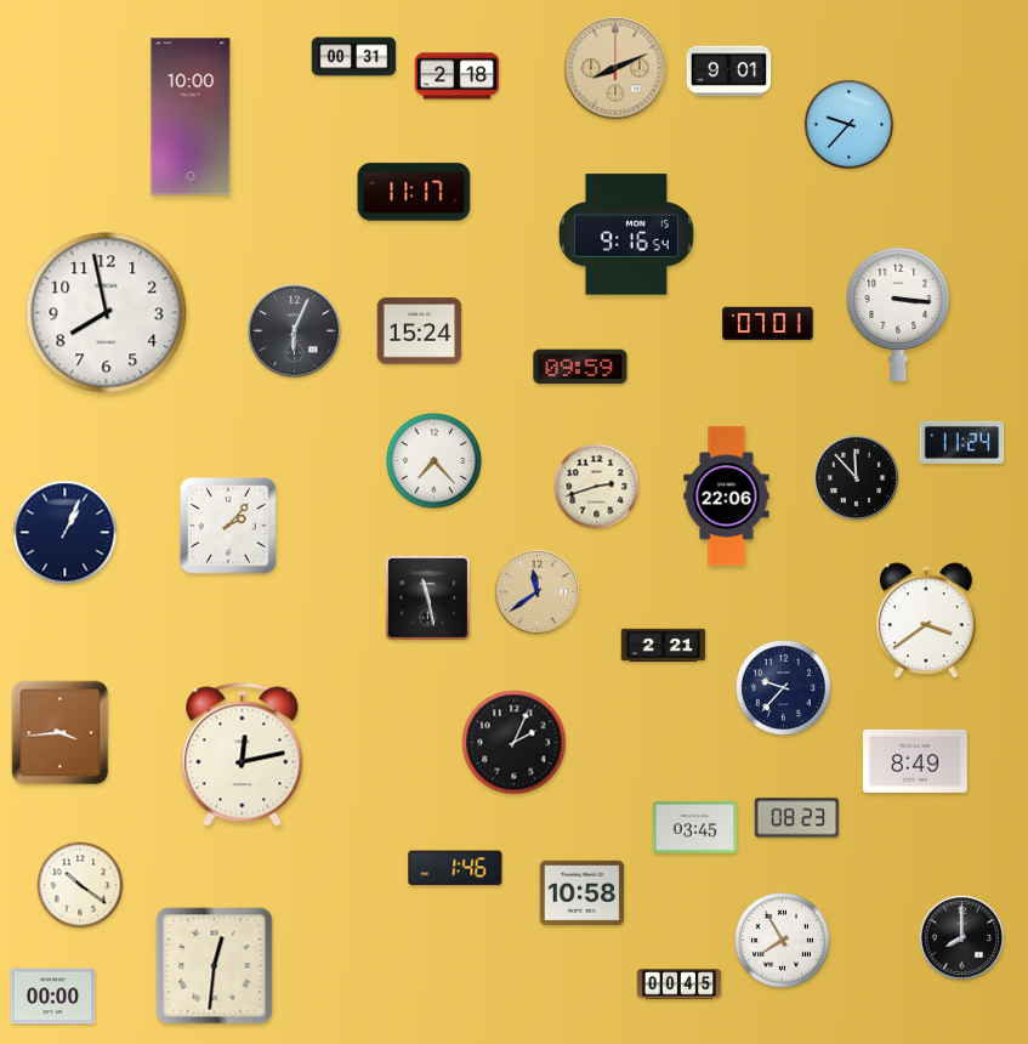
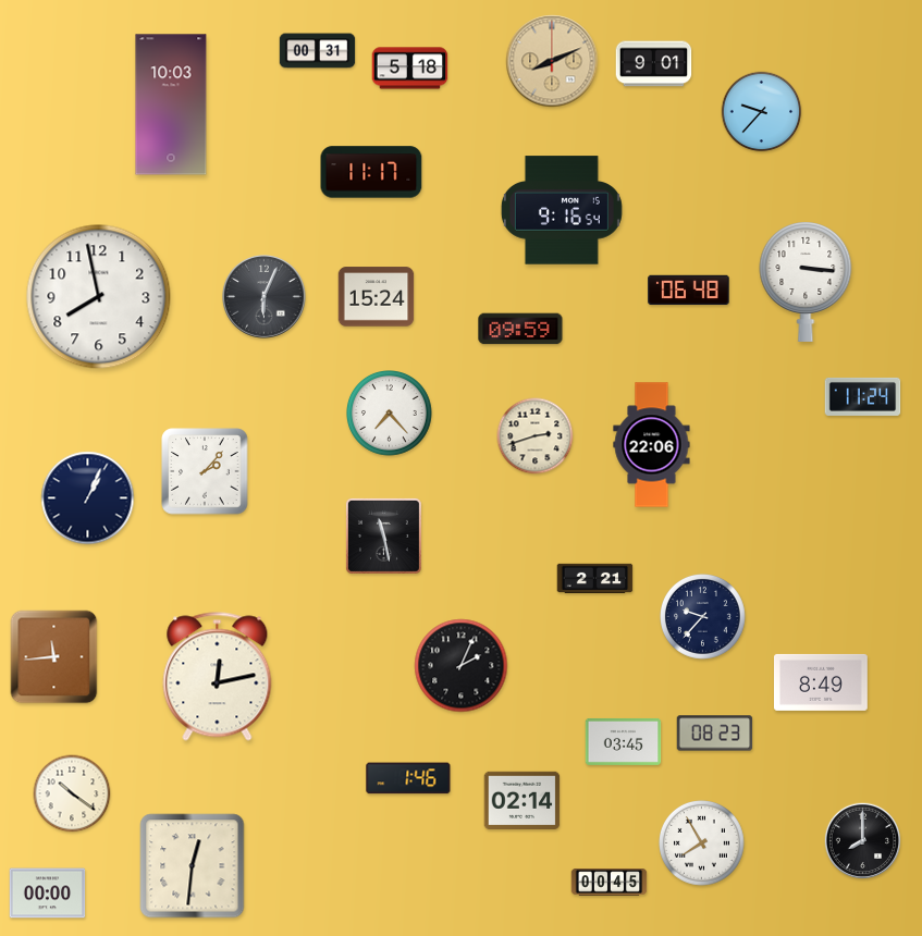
clock at (458, 76): 2:18 -> 5:18
clock at (191, 117): 10:00 -> 10:03
clock at (107, 313) position: (107, 313) -> (99, 297)
clock at (768, 324): 07:01 -> 06:48
clock at (857, 478): 11:53 -> none
clock at (66, 533) position: (66, 533) -> (88, 498)
clock at (538, 592): 11:39 -> none
clock at (926, 620): 3:39 -> none
clock at (61, 733): 3:44 -> 11:44
clock at (583, 893): 10:58 -> 02:14
